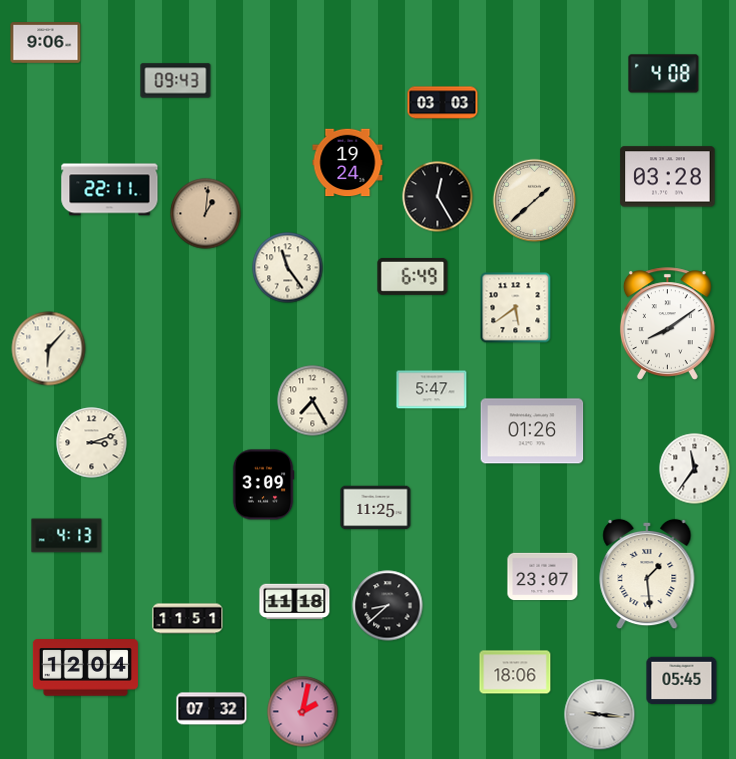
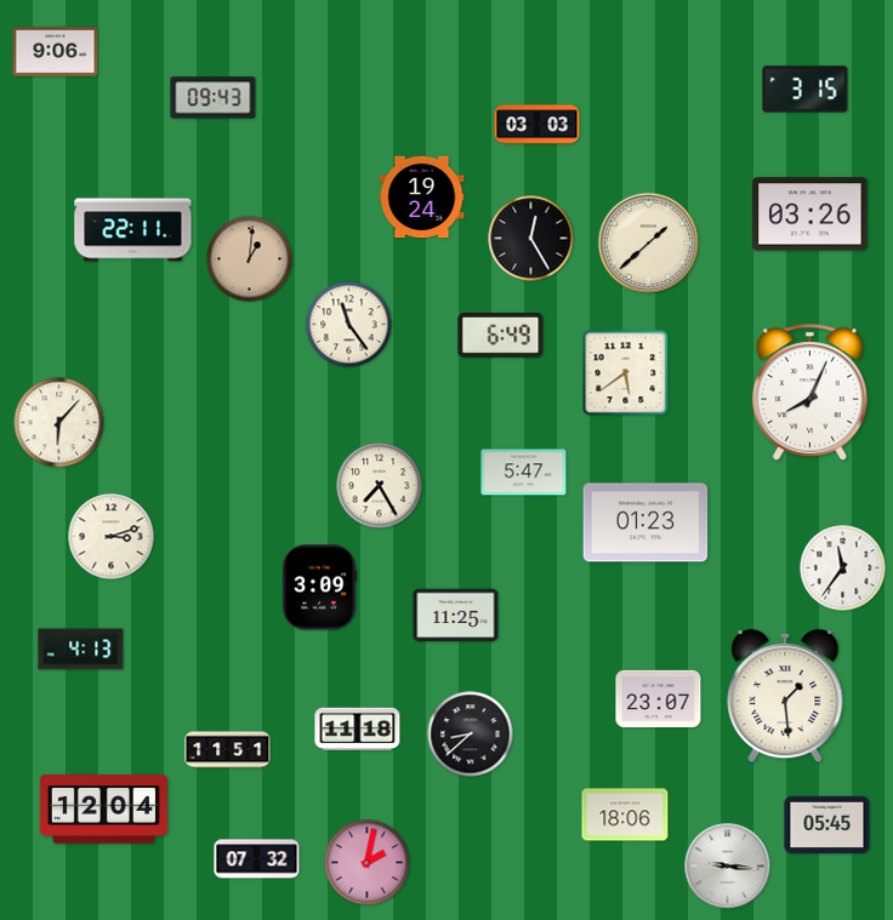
clock at (664, 74): 4:08 -> 3:15
clock at (668, 177): 03:28 -> 03:26
clock at (667, 324): 8:09 -> 8:04
clock at (532, 431): 01:26 -> 01:23
